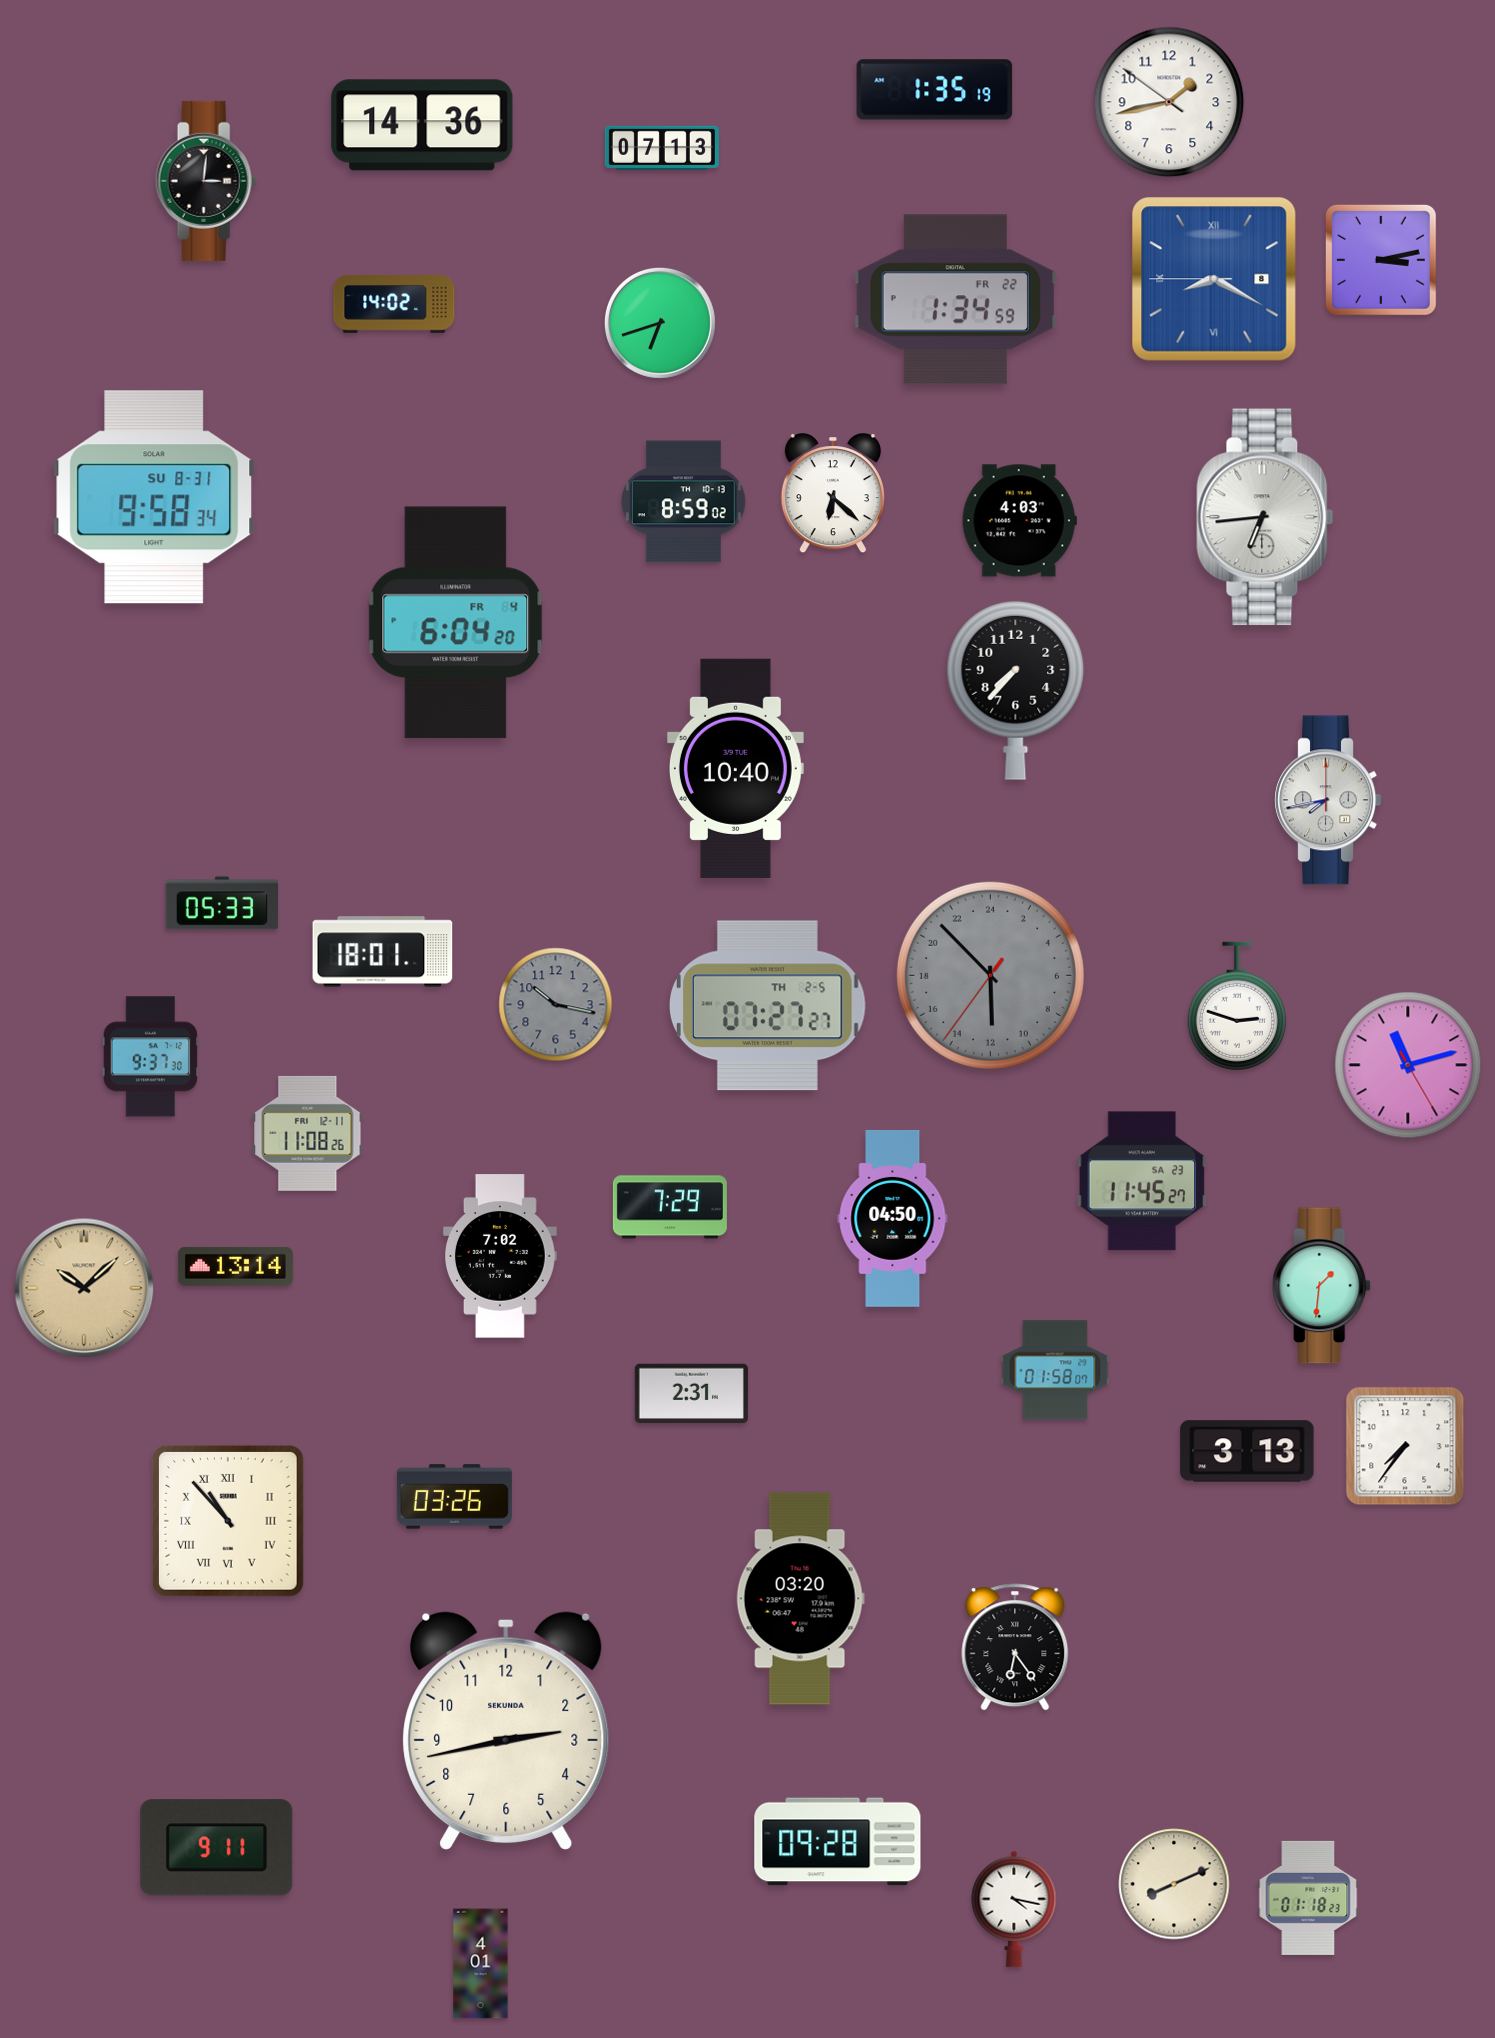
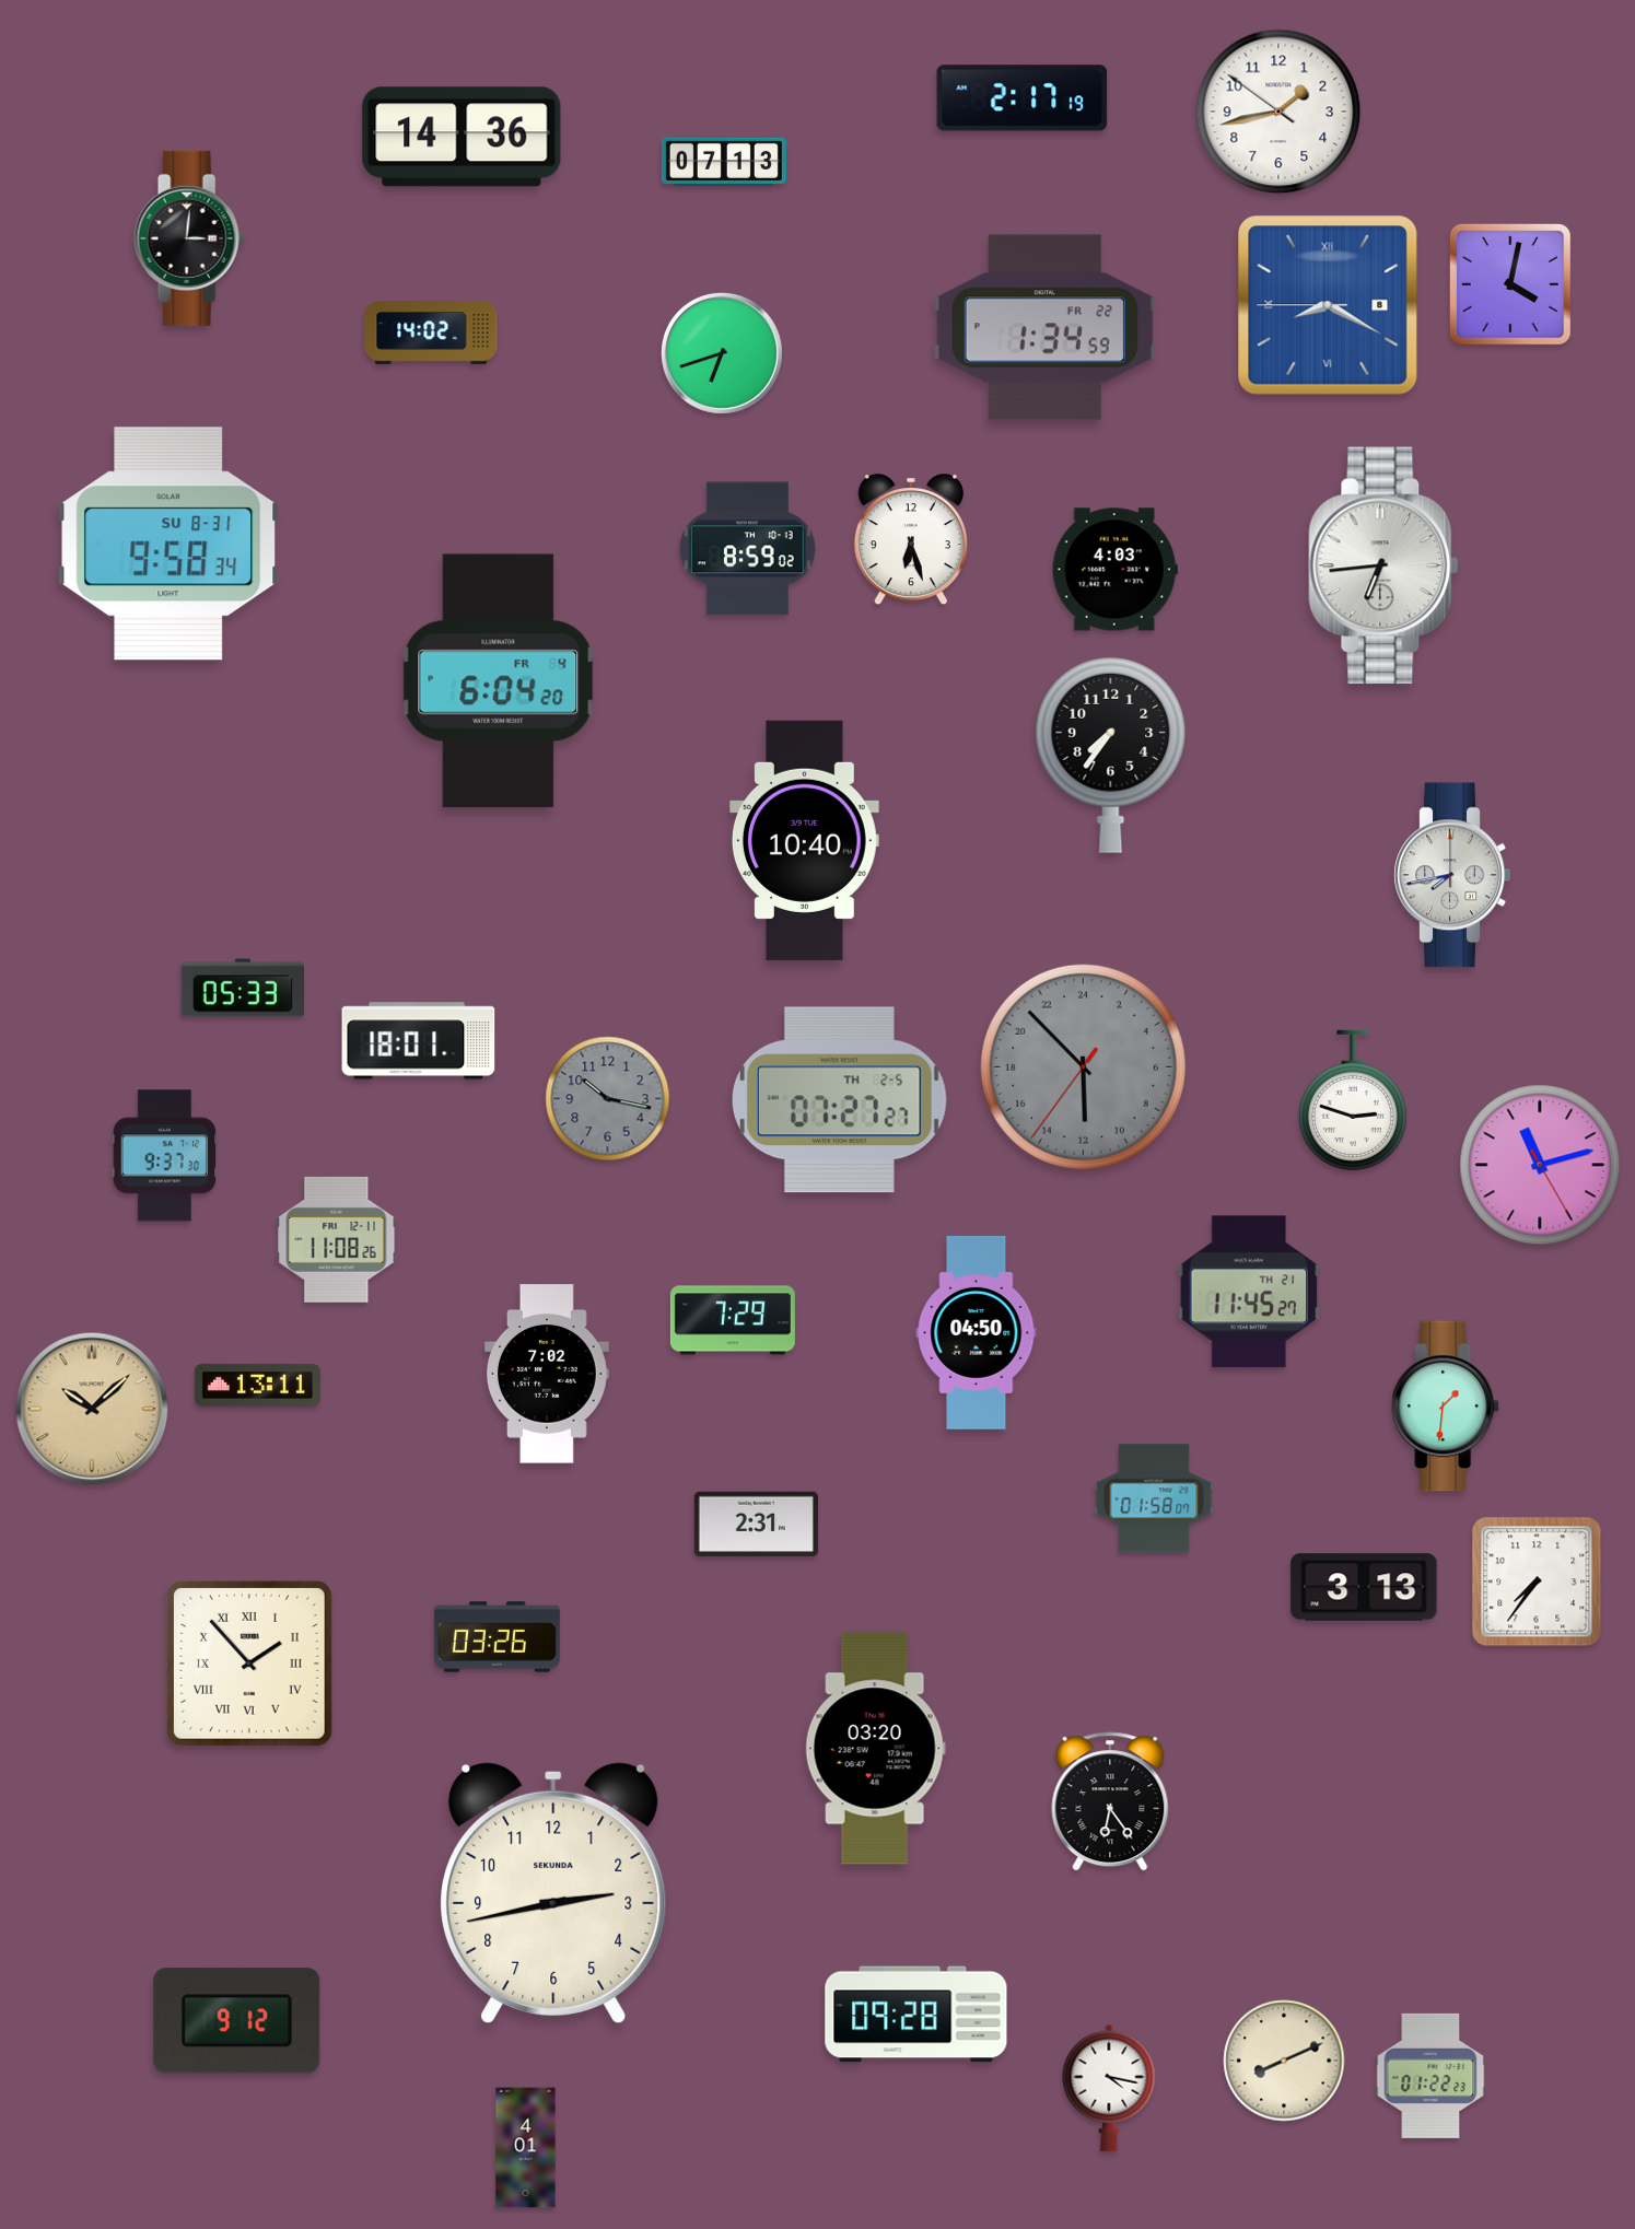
clock at (935, 90): 1:35 -> 2:17
clock at (206, 181) position: (206, 181) -> (189, 238)
clock at (1381, 260): 3:13 -> 4:02
clock at (833, 494): 6:22 -> 6:27
clock at (1016, 690): 7:37 -> 7:36
clock at (1142, 1181) date: SA 23 -> TH 21
clock at (235, 1266): 13:14 -> 13:11
clock at (228, 1521): 10:53 -> 1:53
clock at (217, 1848): 9:11 -> 9:12
clock at (1308, 1898): 01:18 -> 01:22
